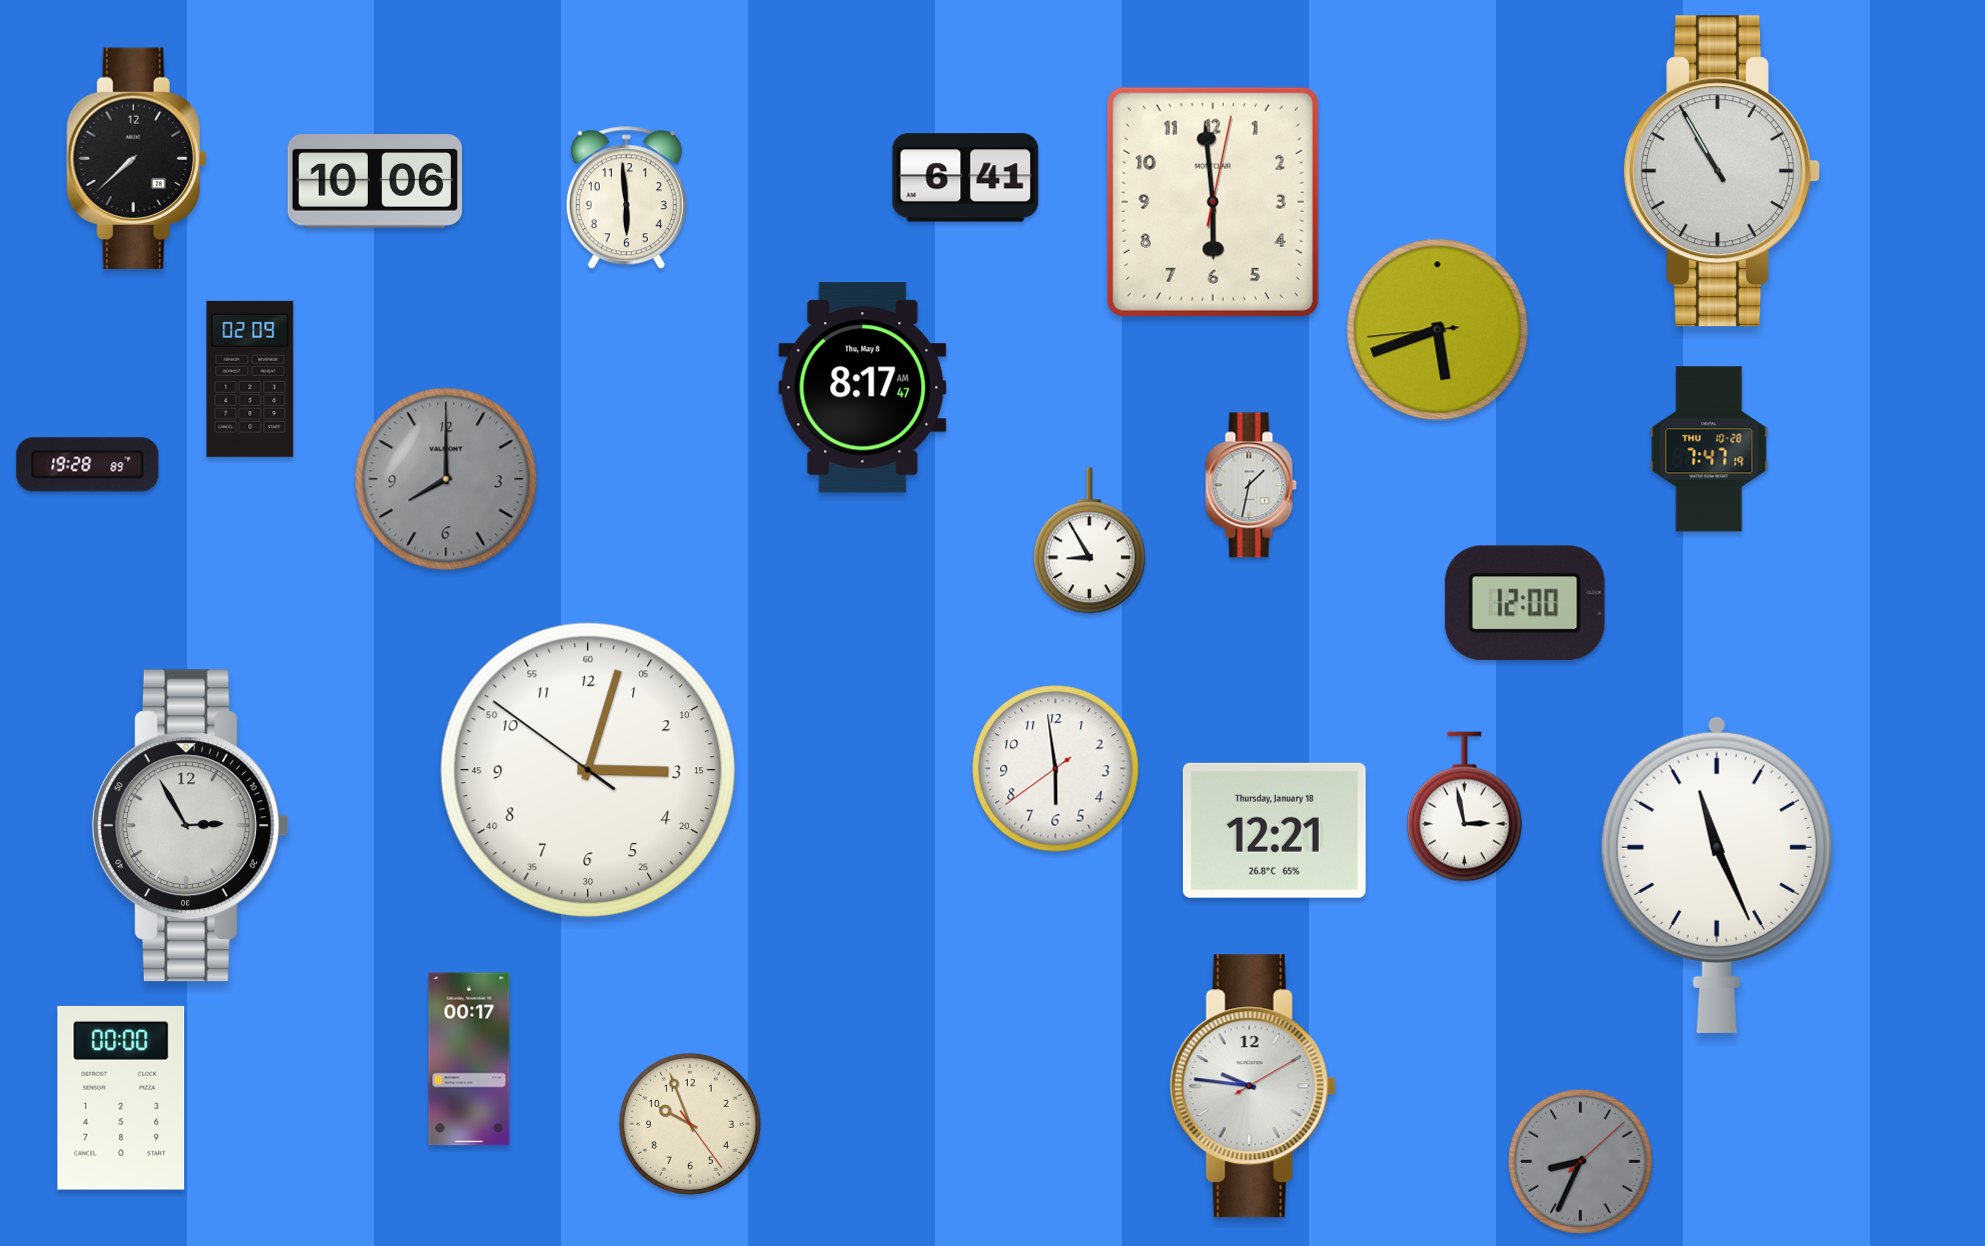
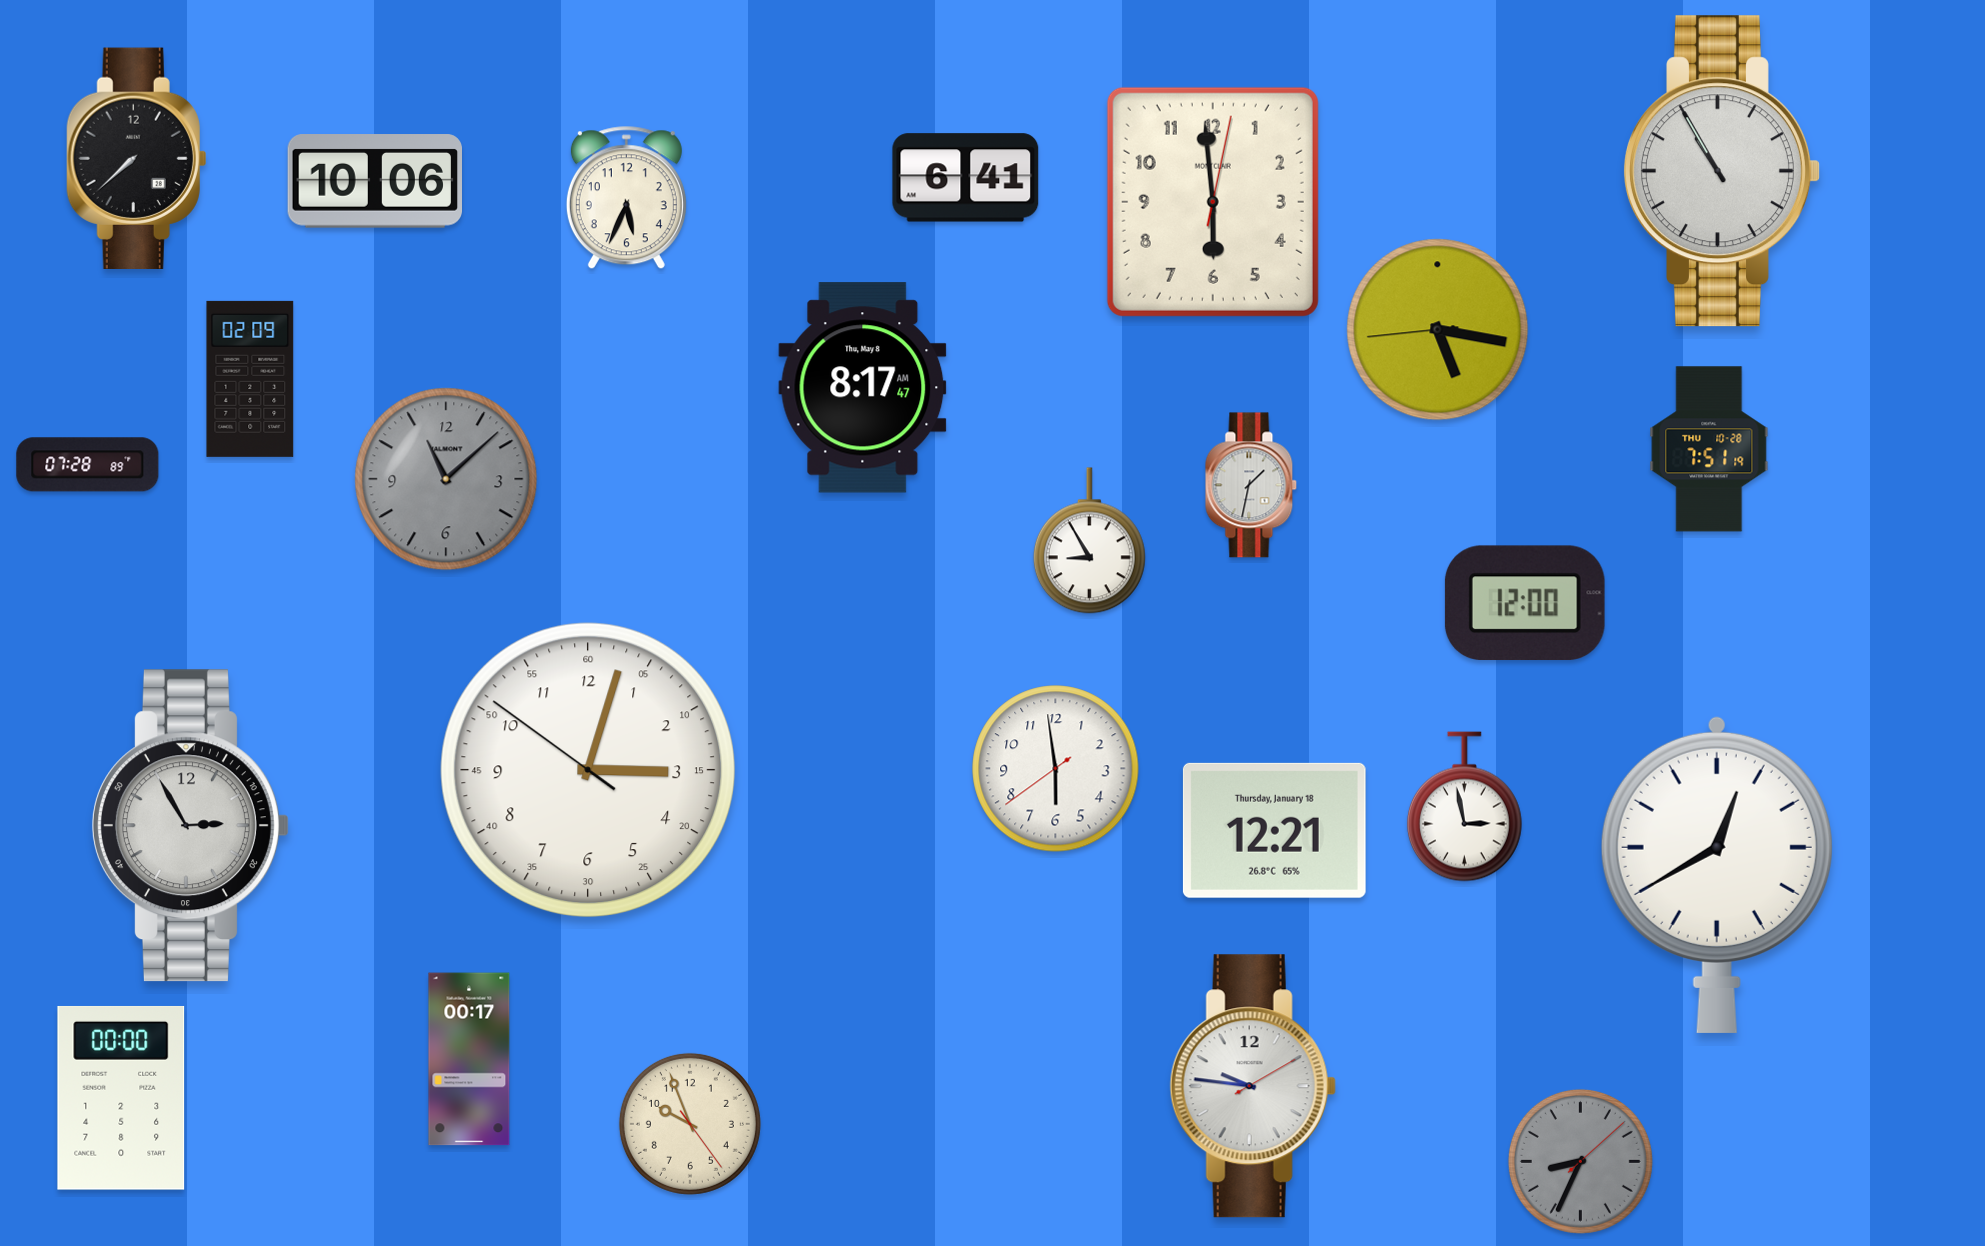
clock at (626, 198): 5:59 -> 5:34
clock at (1438, 330): 5:41 -> 5:16
clock at (1709, 449): 7:47 -> 7:51
clock at (88, 465): 19:28 -> 07:28
clock at (446, 479): 8:00 -> 11:08
clock at (1717, 874): 11:26 -> 12:40
